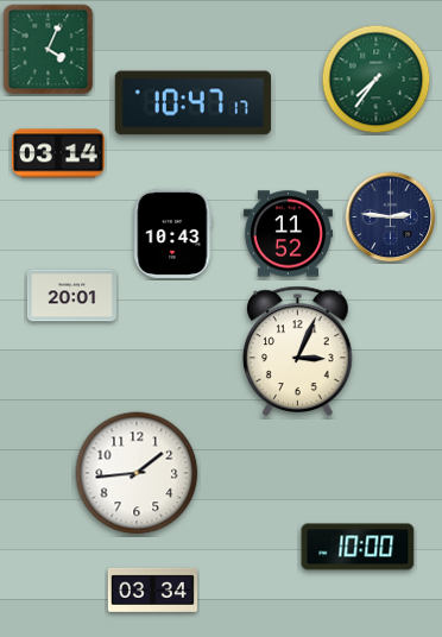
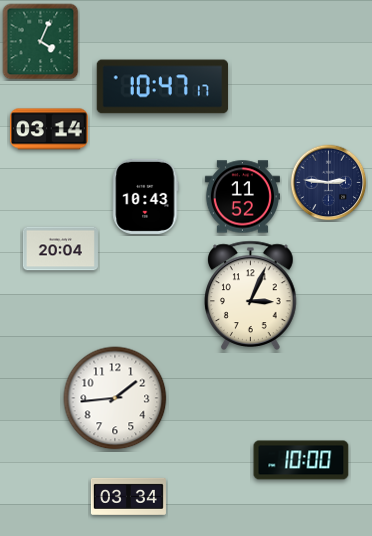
clock at (377, 80): 7:36 -> none
clock at (71, 296): 20:01 -> 20:04
